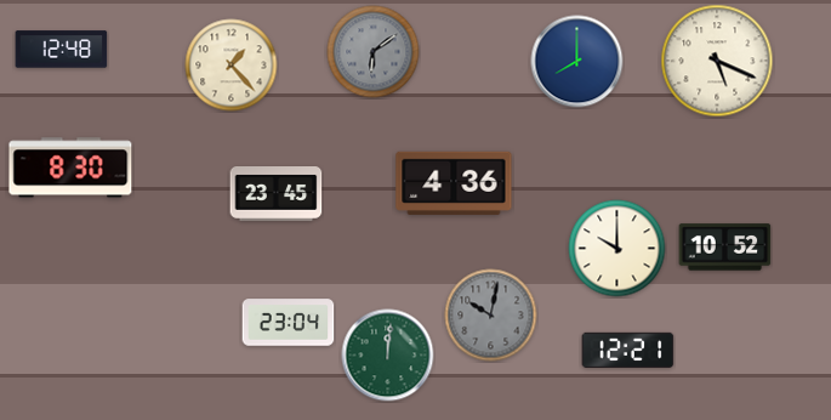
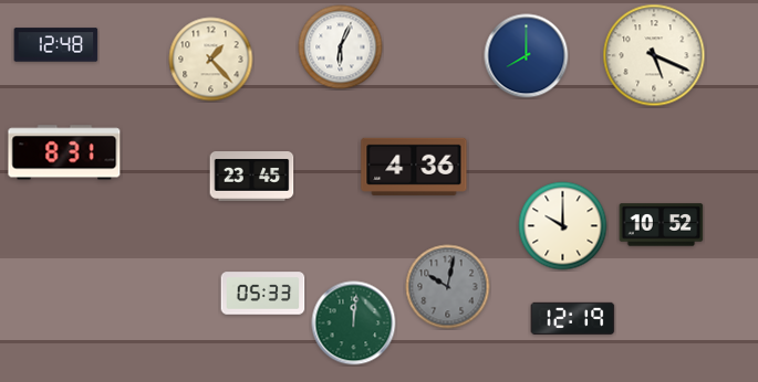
clock at (374, 52): 6:09 -> 6:04
clock at (374, 52) dial: grey -> white
clock at (70, 168): 8:30 -> 8:31
clock at (289, 323): 23:04 -> 05:33
clock at (628, 350): 12:21 -> 12:19
